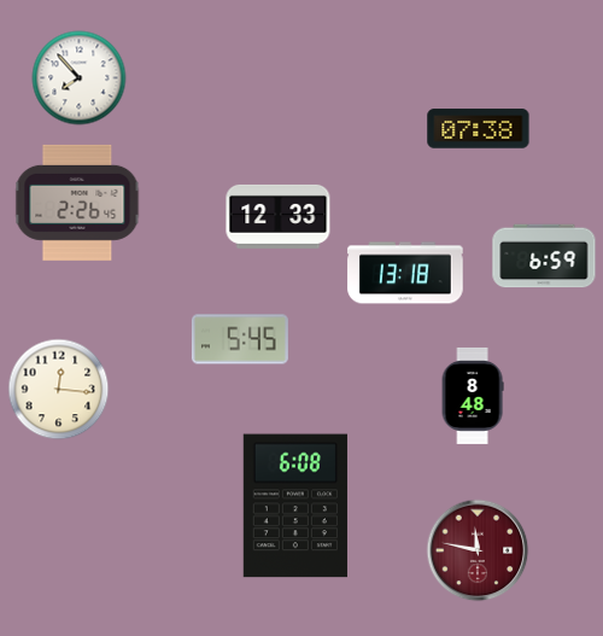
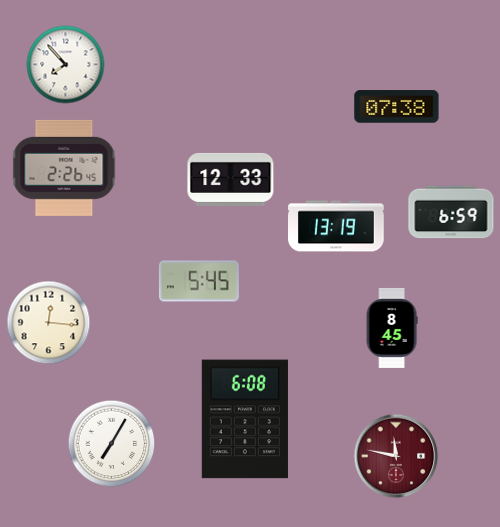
clock at (405, 273): 13:18 -> 13:19
clock at (473, 396): 8:48 -> 8:45
clock at (112, 444): none -> 7:05
